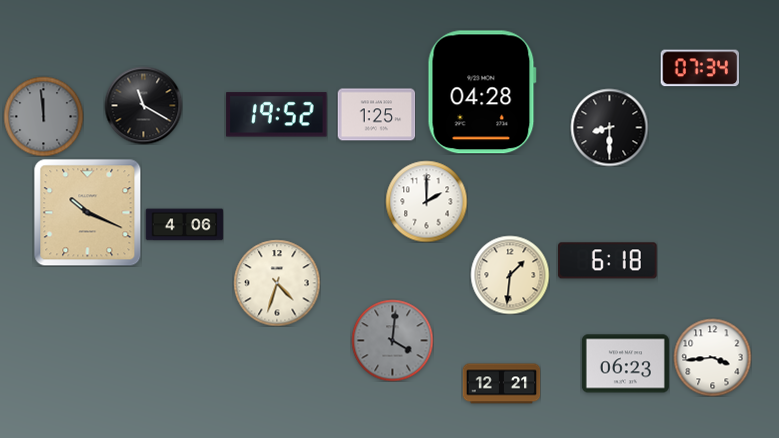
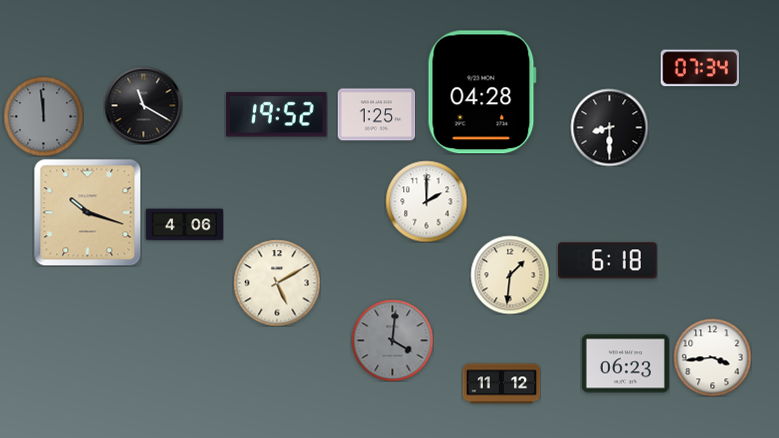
clock at (87, 212): 10:19 -> 10:18
clock at (277, 283): 4:33 -> 5:10
clock at (501, 384): 12:21 -> 11:12
